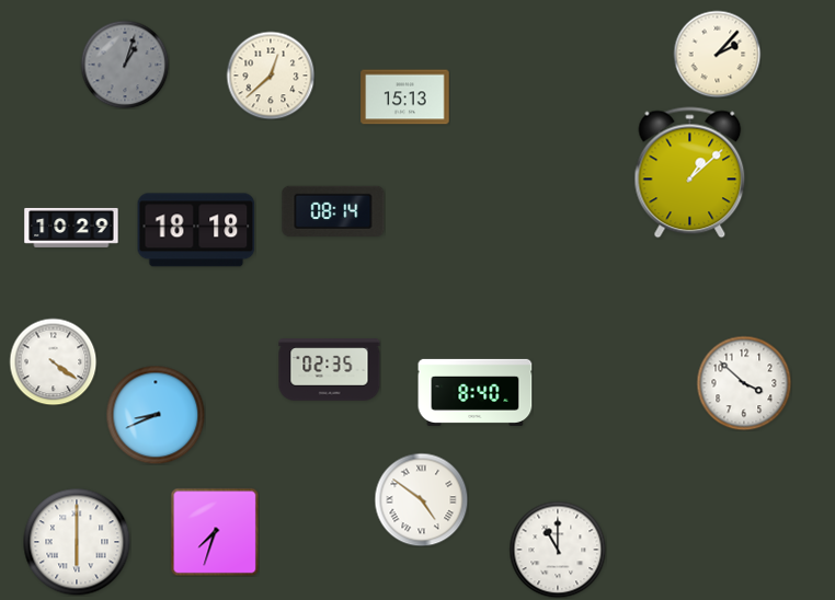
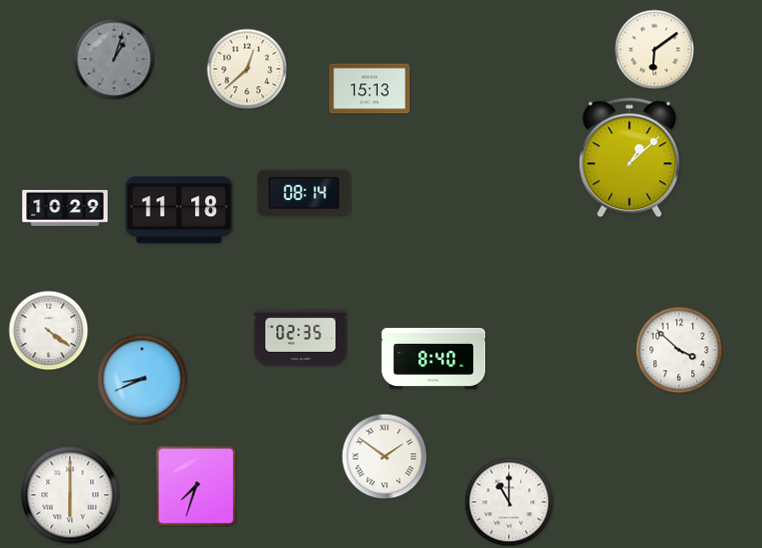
clock at (717, 54): 2:07 -> 6:09
clock at (196, 230): 18:18 -> 11:18
clock at (421, 499): 4:51 -> 1:51
